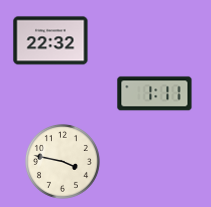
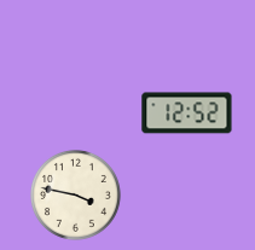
clock at (51, 41): 22:32 -> none
clock at (155, 94): 1:11 -> 12:52
